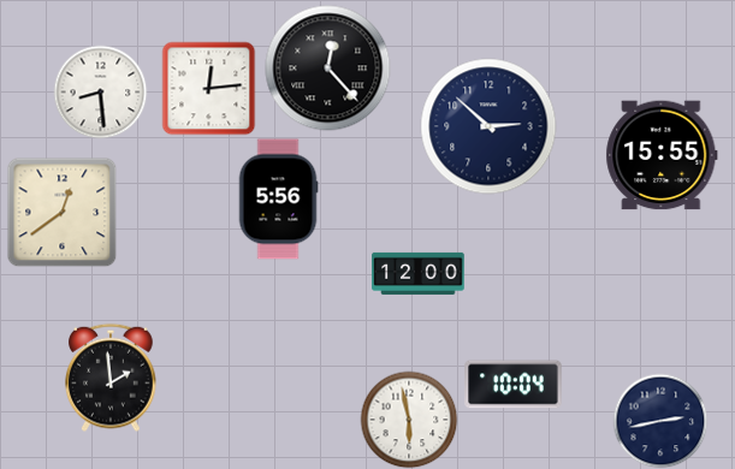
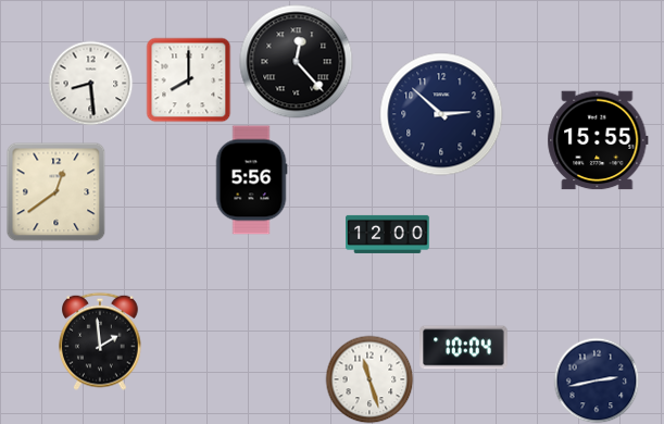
clock at (208, 88): 12:14 -> 8:00
clock at (419, 273) position: (419, 273) -> (388, 234)
clock at (409, 420): 5:58 -> 11:27
